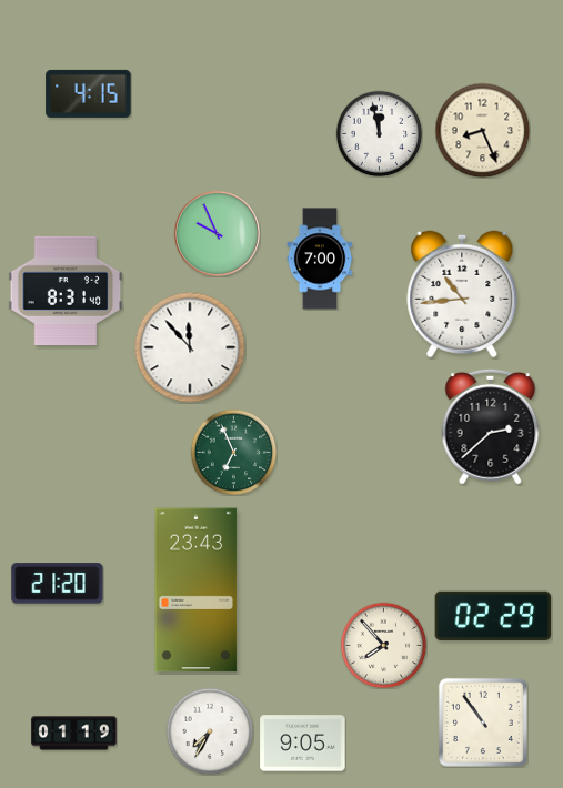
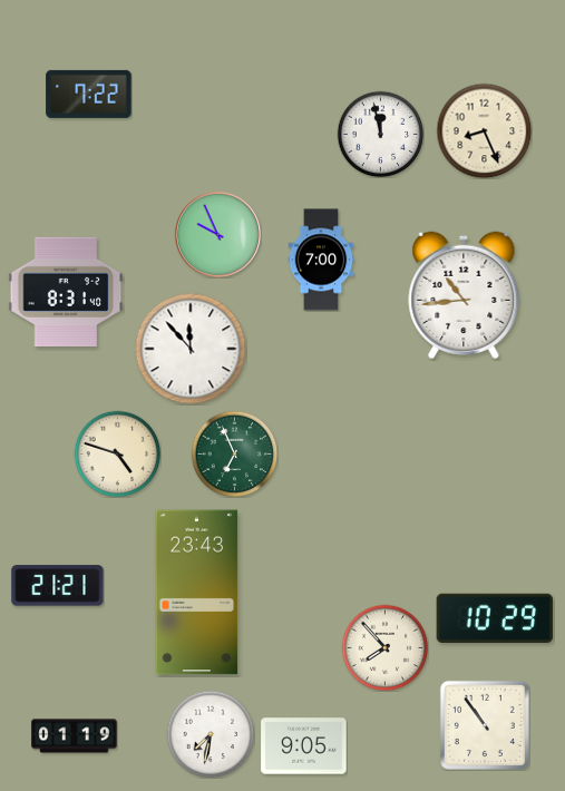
clock at (89, 93): 4:15 -> 7:22
clock at (491, 426): 2:38 -> none
clock at (117, 453): none -> 4:48
clock at (58, 584): 21:20 -> 21:21
clock at (493, 616): 02:29 -> 10:29
clock at (210, 731): 7:35 -> 7:32
